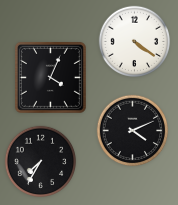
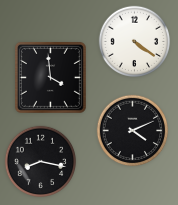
clock at (50, 77): 4:04 -> 3:59
clock at (41, 162): 7:35 -> 8:17
